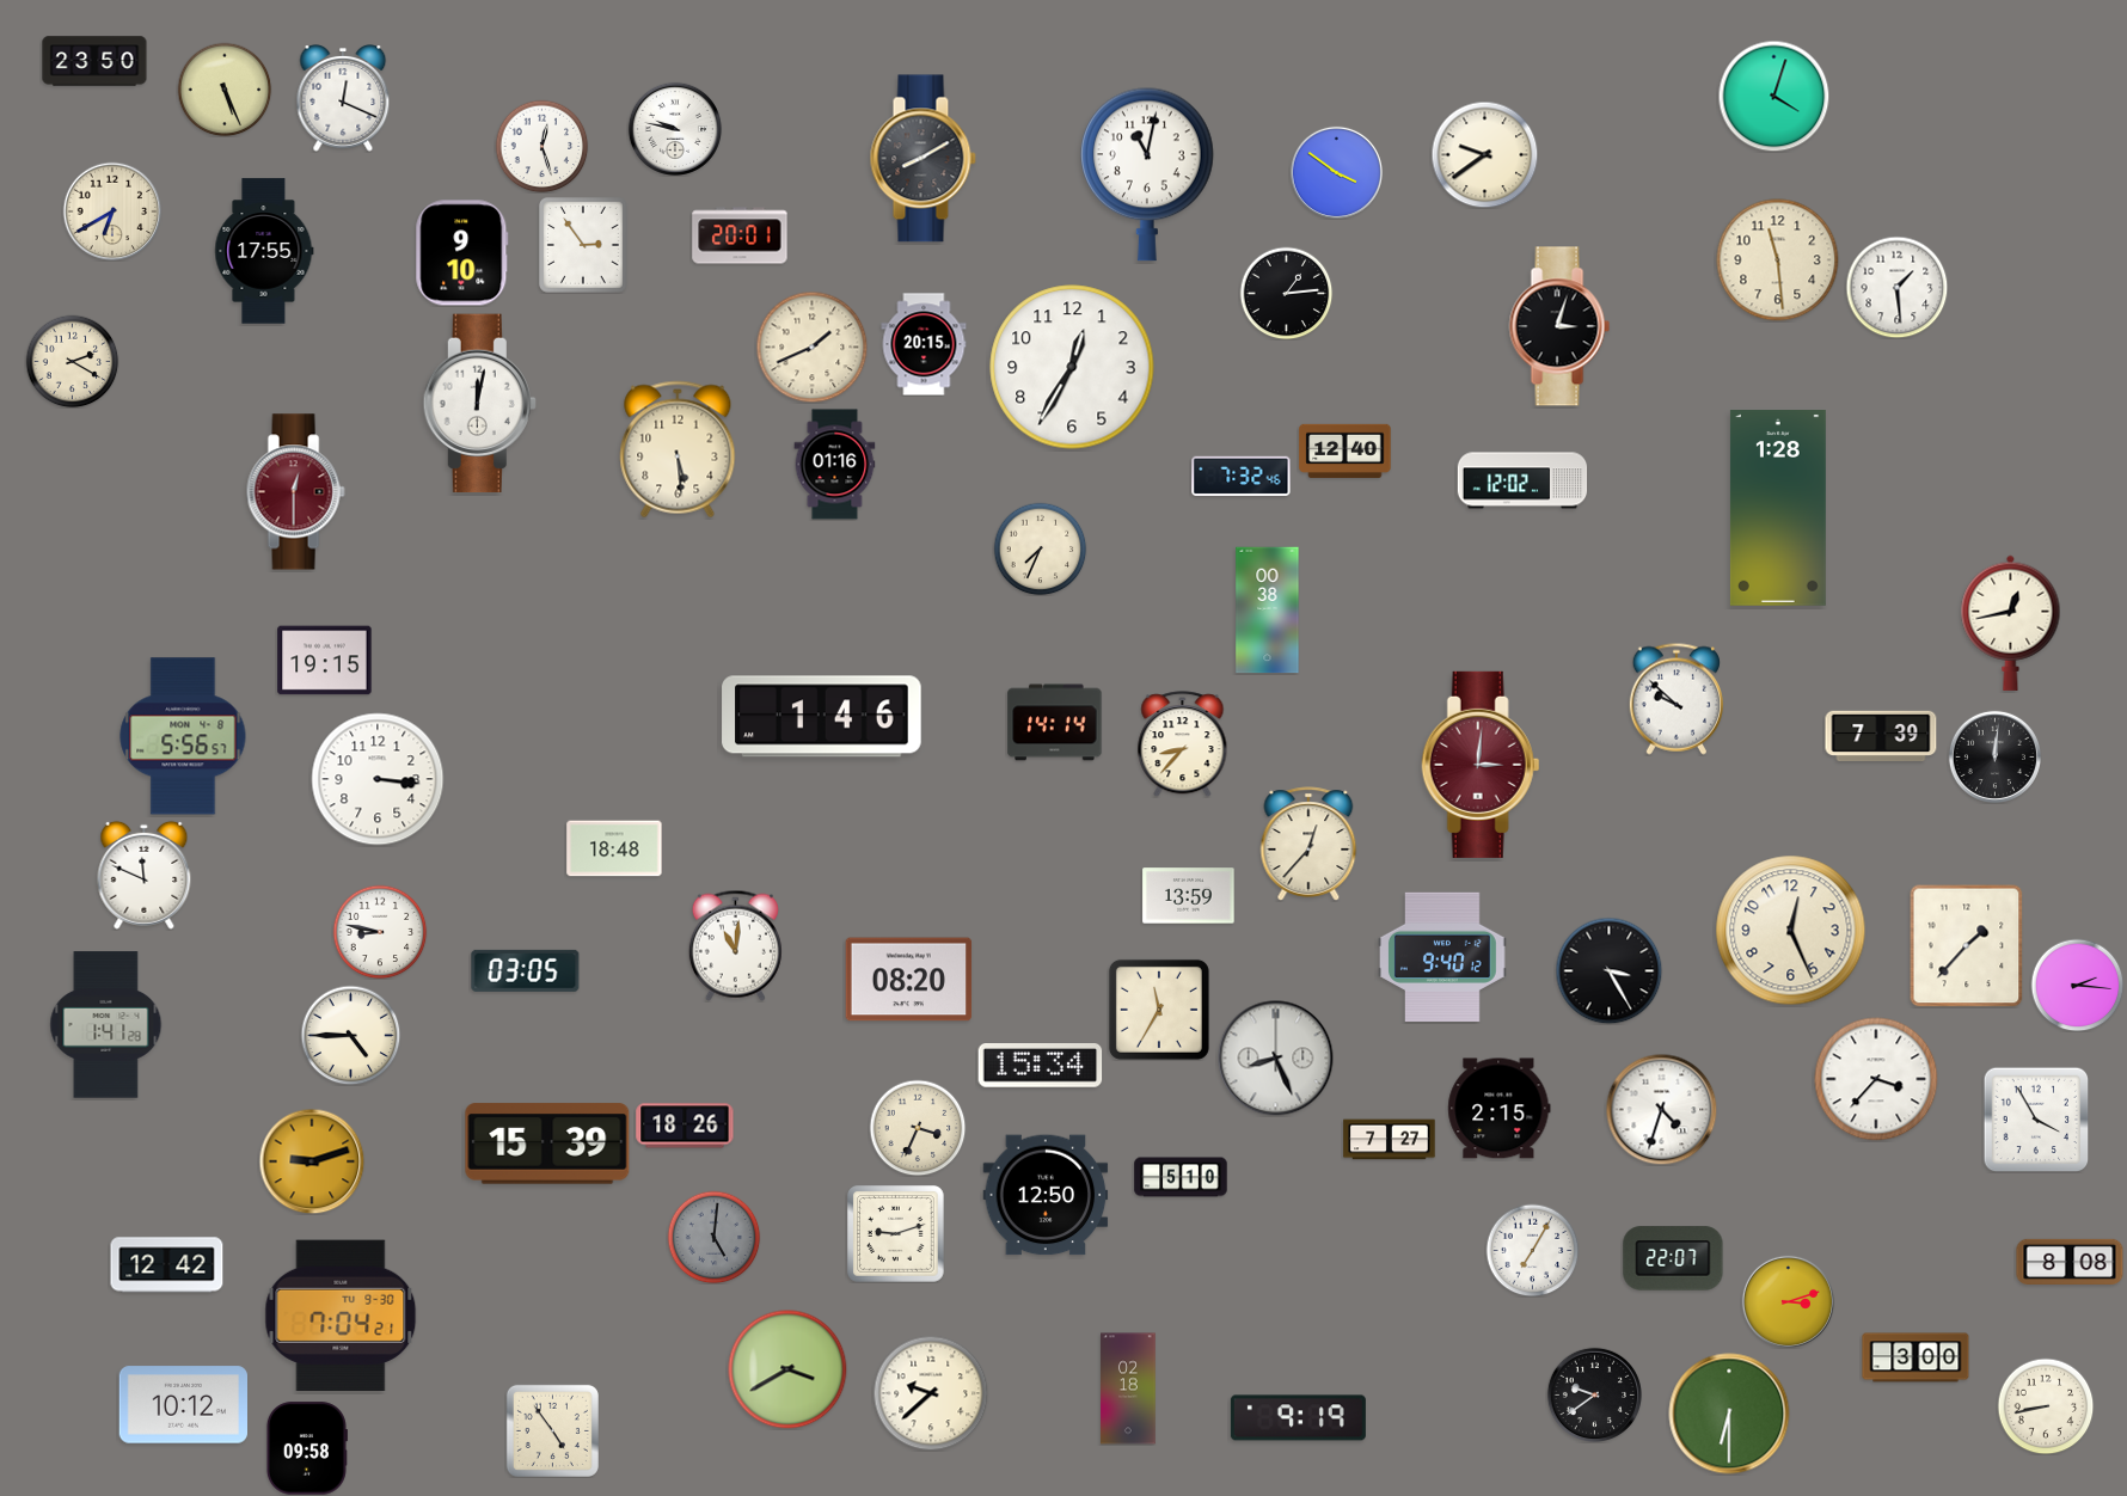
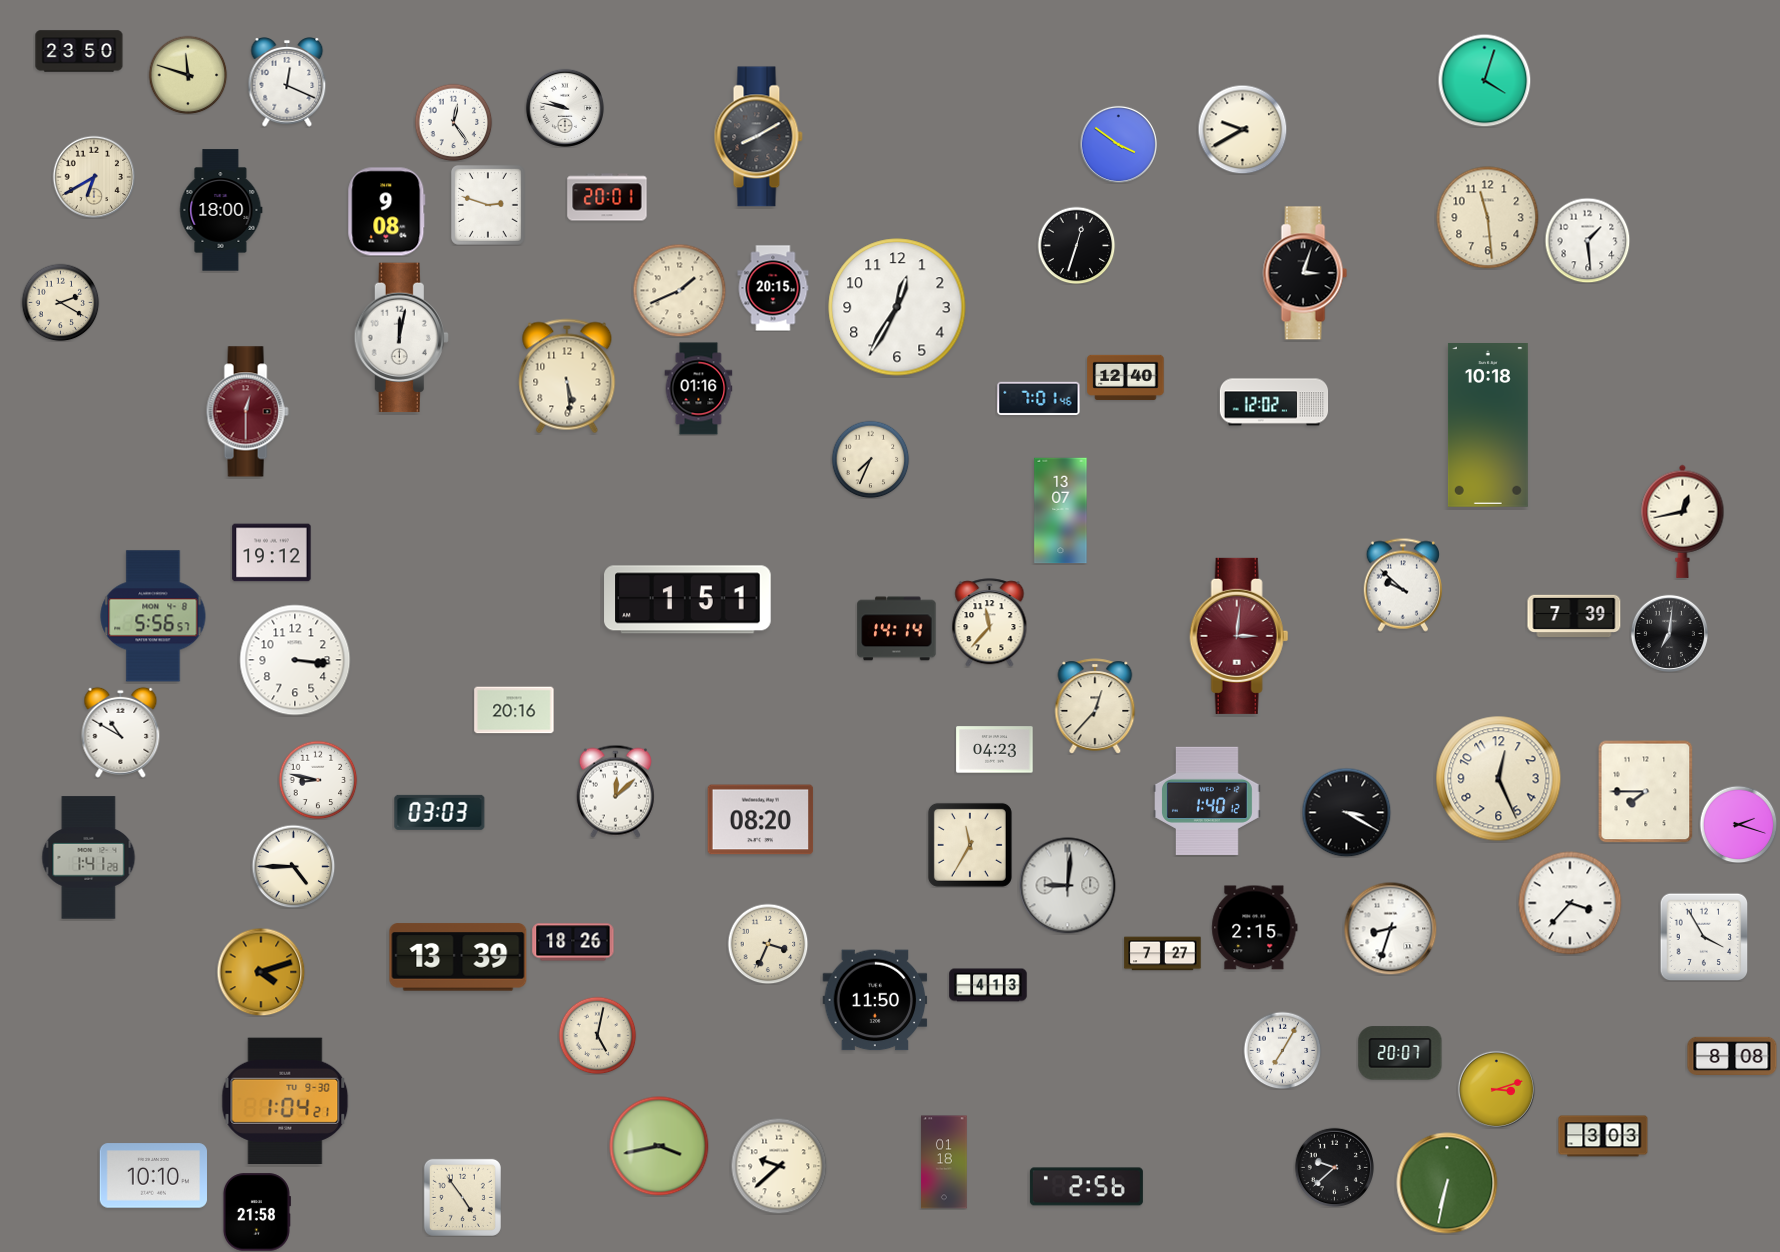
clock at (225, 90): 5:26 -> 11:48
clock at (541, 146): 12:27 -> 12:24
clock at (1484, 154): 9:39 -> 9:40
clock at (922, 159) position: (922, 159) -> (758, 137)
clock at (1148, 174): 11:02 -> none
clock at (740, 235) position: (740, 235) -> (607, 197)
clock at (583, 245): 2:54 -> 2:48
clock at (264, 251): 17:55 -> 18:00
clock at (462, 253): 9:10 -> 9:08
clock at (1286, 293): 1:14 -> 12:33
clock at (1242, 476): 7:32 -> 7:01
clock at (1778, 509): 1:28 -> 10:18
clock at (1268, 611): 00:38 -> 13:07
clock at (325, 661): 19:15 -> 19:12
clock at (822, 717): 1:46 -> 1:51
clock at (1055, 723) position: (1055, 723) -> (897, 629)
clock at (1183, 744): 8:37 -> 11:37
clock at (1994, 756): 12:01 -> 7:01
clock at (1481, 765) position: (1481, 765) -> (1239, 636)
clock at (378, 779) position: (378, 779) -> (295, 660)
clock at (614, 848): 18:48 -> 20:16
clock at (145, 875): 11:49 -> 10:50
clock at (1189, 896): 13:59 -> 04:23
clock at (735, 945): 11:01 -> 12:08
clock at (1967, 946): 1:37 -> 7:45
clock at (1443, 956): 9:40 -> 1:40
clock at (526, 970): 03:05 -> 03:03
clock at (1608, 970): 3:25 -> 3:20
clock at (2077, 985): 2:16 -> 2:18
clock at (1276, 1059): 8:26 -> 9:01
clock at (1041, 1066): 15:34 -> none
clock at (1661, 1109): 4:33 -> 8:33
clock at (547, 1144): 15:39 -> 13:39
clock at (312, 1161): 9:12 -> 4:12
clock at (1181, 1177): 5:10 -> 4:13
clock at (1046, 1195): 12:50 -> 11:50
clock at (896, 1234): 9:12 -> none
clock at (713, 1237): 5:01 -> 5:02
clock at (713, 1237) dial: grey -> cream
clock at (1532, 1250) position: (1532, 1250) -> (1282, 1050)
clock at (1673, 1258): 22:07 -> 20:07
clock at (167, 1265): 12:42 -> none
clock at (341, 1314): 7:04 -> 1:04
clock at (1915, 1357): 3:00 -> 3:03
clock at (787, 1369): 3:40 -> 3:43
clock at (1128, 1388): 02:18 -> 01:18
clock at (1594, 1394): 9:39 -> 9:38
clock at (183, 1405): 10:12 -> 10:10
clock at (2046, 1406): 8:43 -> none
clock at (1729, 1414): 6:30 -> 6:32
clock at (1298, 1418): 9:19 -> 2:56
clock at (306, 1448): 09:58 -> 21:58
